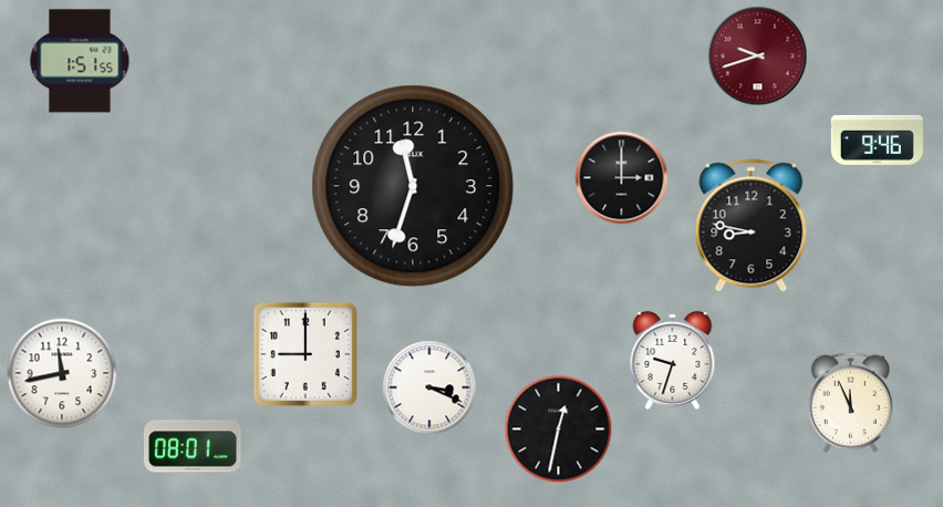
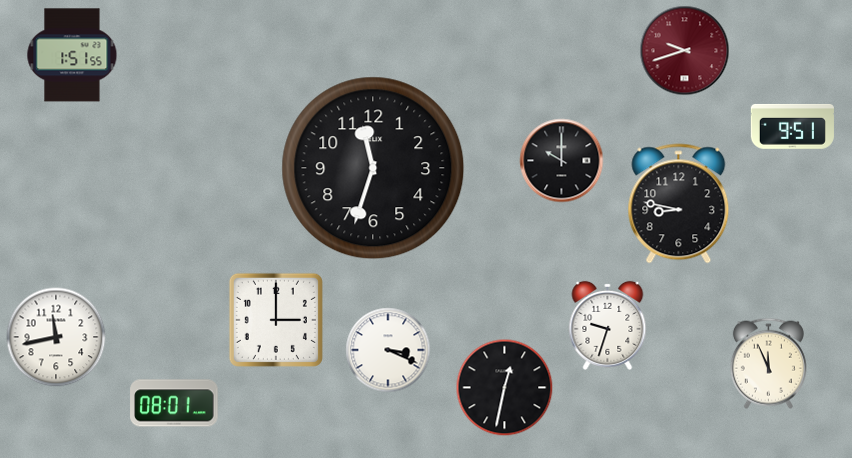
clock at (877, 139): 9:46 -> 9:51
clock at (622, 178): 3:00 -> 10:00
clock at (305, 354): 9:00 -> 3:00
